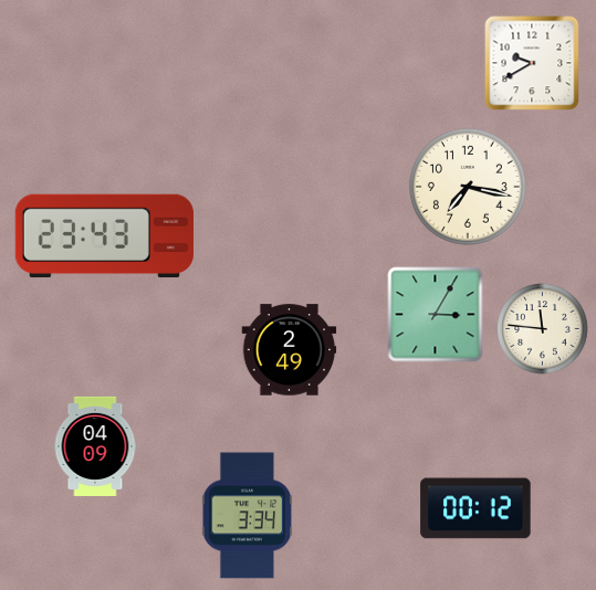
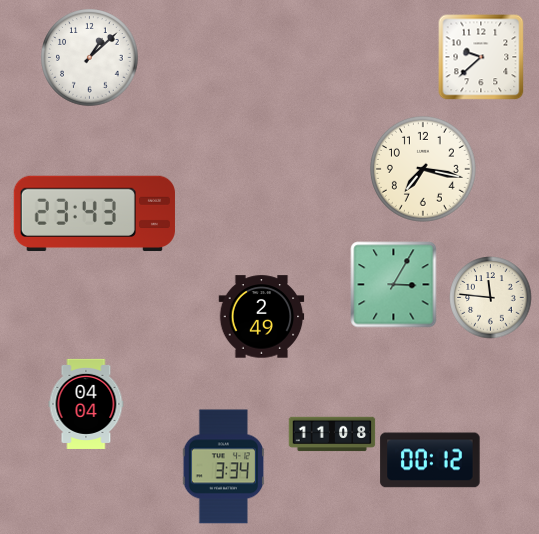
clock at (532, 63): 9:40 -> 9:38
clock at (90, 58): none -> 1:08
clock at (95, 446): 04:09 -> 04:04
clock at (332, 434): none -> 11:08
